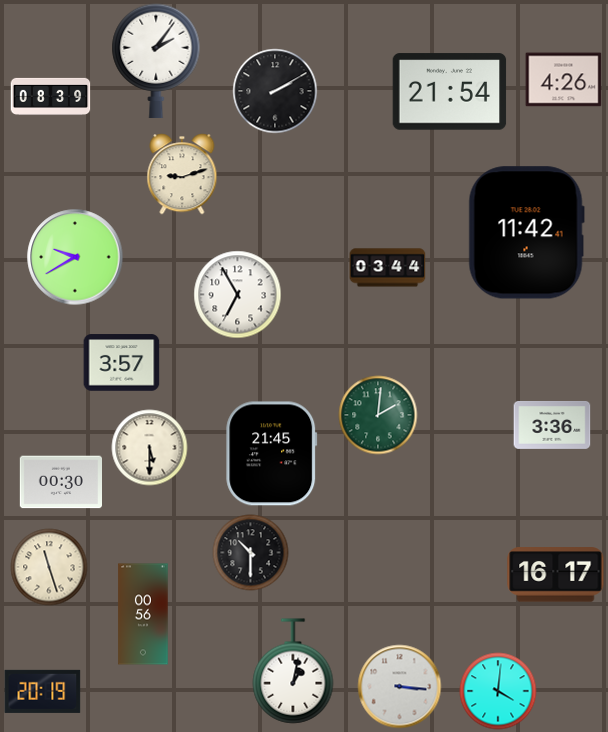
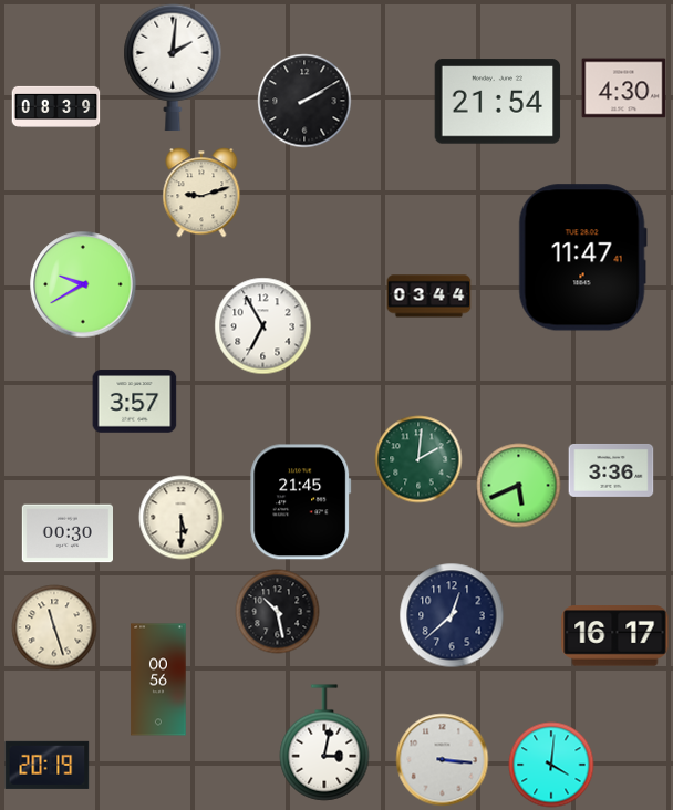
clock at (156, 61): 2:06 -> 2:01
clock at (564, 80): 4:26 -> 4:30
clock at (526, 233): 11:42 -> 11:47
clock at (519, 486): none -> 5:41
clock at (150, 448) position: (150, 448) -> (182, 518)
clock at (251, 553): 10:30 -> 10:28
clock at (452, 615): none -> 12:38
clock at (293, 671): 1:02 -> 3:02
